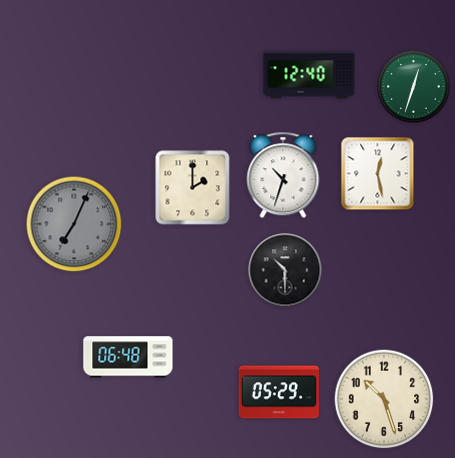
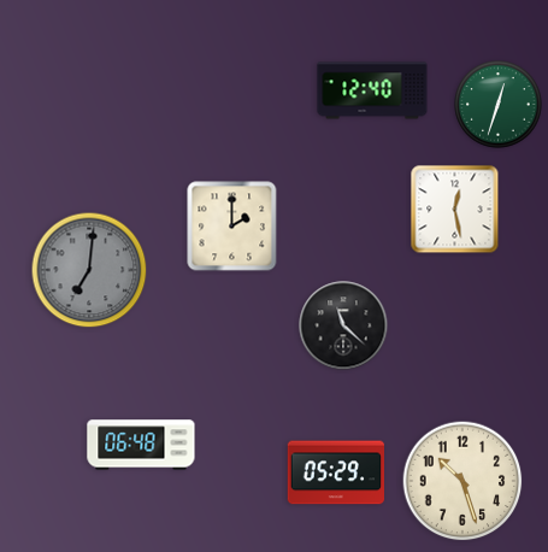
clock at (283, 175): 10:33 -> none
clock at (74, 224): 7:04 -> 7:01
clock at (285, 270): 10:30 -> 11:22
clock at (128, 357) position: (128, 357) -> (141, 445)
